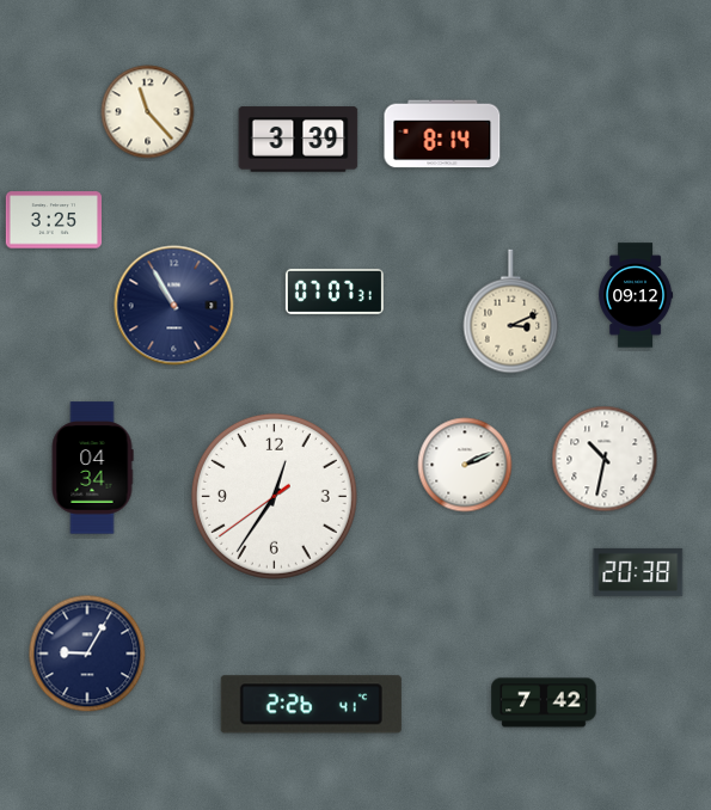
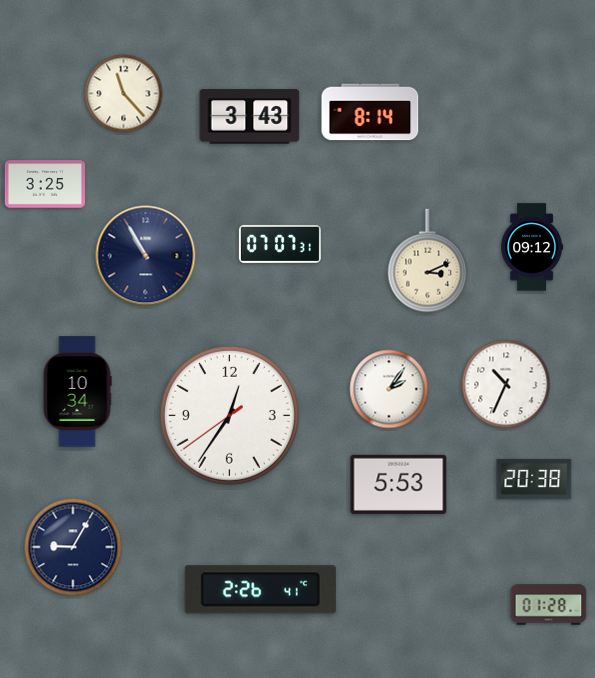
clock at (299, 140): 3:39 -> 3:43
clock at (605, 459): 10:32 -> 10:34
clock at (465, 465): 2:11 -> 2:06
clock at (92, 468): 04:34 -> 10:34
clock at (399, 484): none -> 5:53
clock at (544, 702): 7:42 -> none
clock at (549, 605): none -> 01:28
